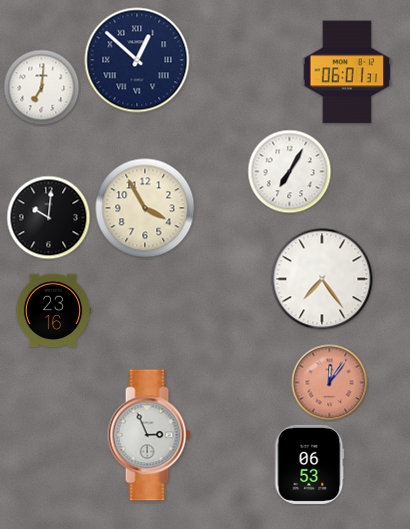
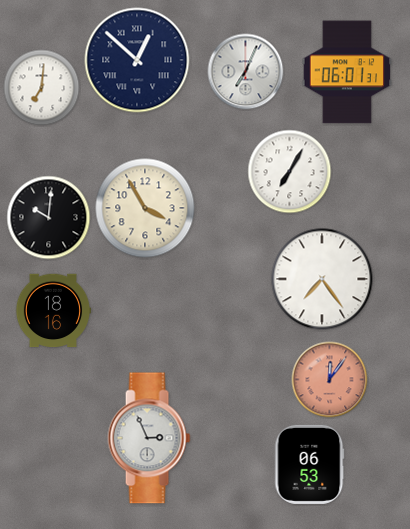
clock at (246, 72): none -> 7:04
clock at (53, 311): 23:16 -> 18:16
clock at (330, 383) position: (330, 383) -> (330, 380)
clock at (149, 435) position: (149, 435) -> (149, 438)
